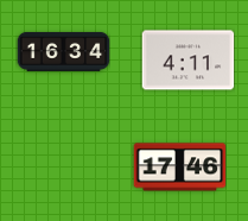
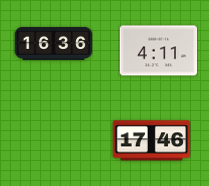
clock at (63, 51): 16:34 -> 16:36
